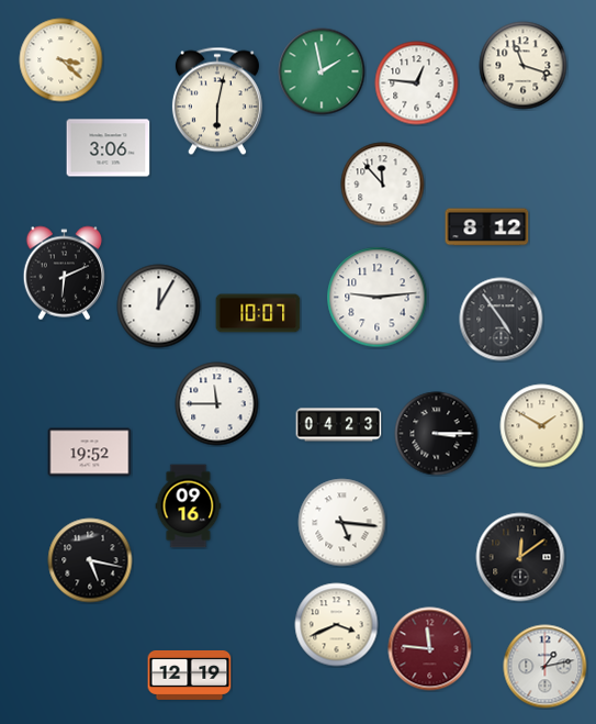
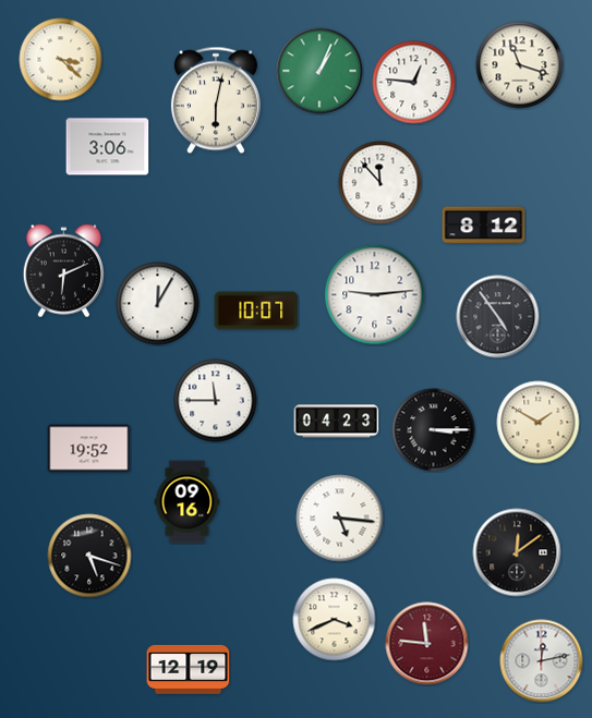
clock at (322, 71): 1:58 -> 1:04
clock at (90, 560): 5:17 -> 5:18
clock at (546, 667): 1:13 -> 12:13
